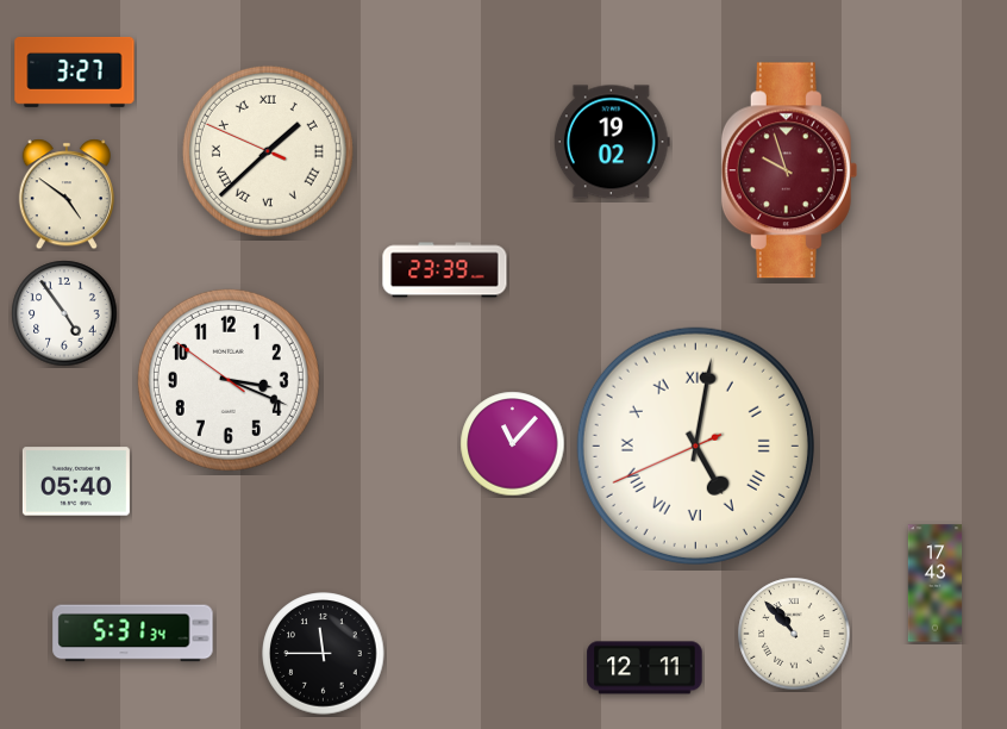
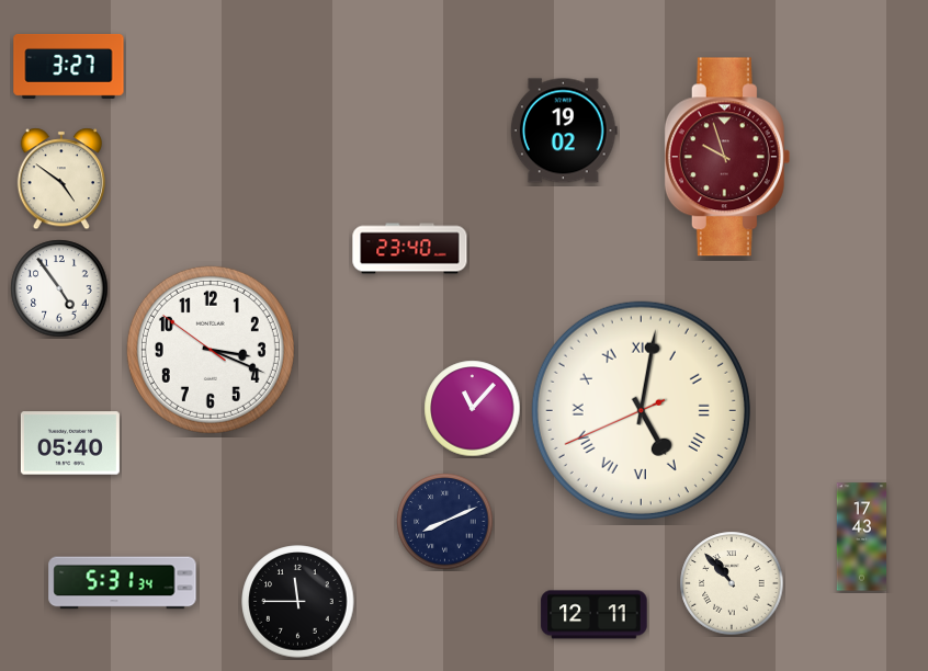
clock at (268, 151): 1:37 -> none
clock at (445, 270): 23:39 -> 23:40
clock at (445, 522): none -> 8:11
